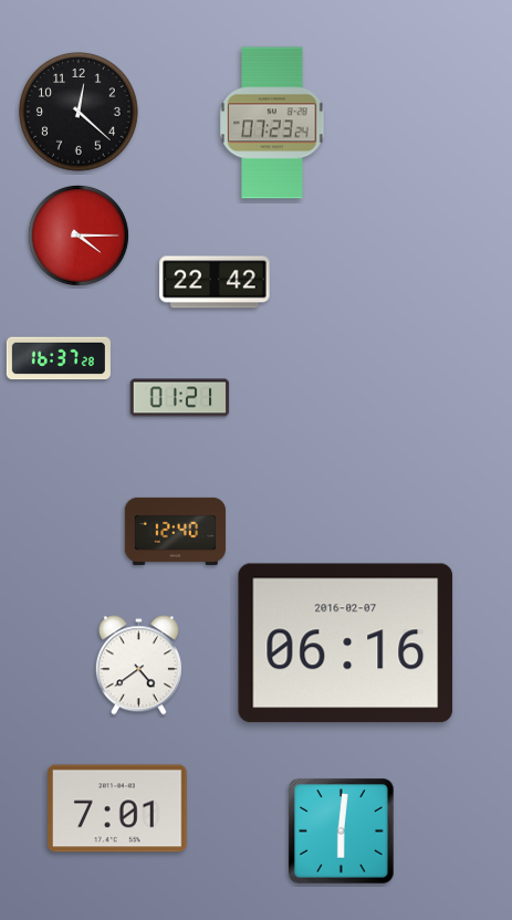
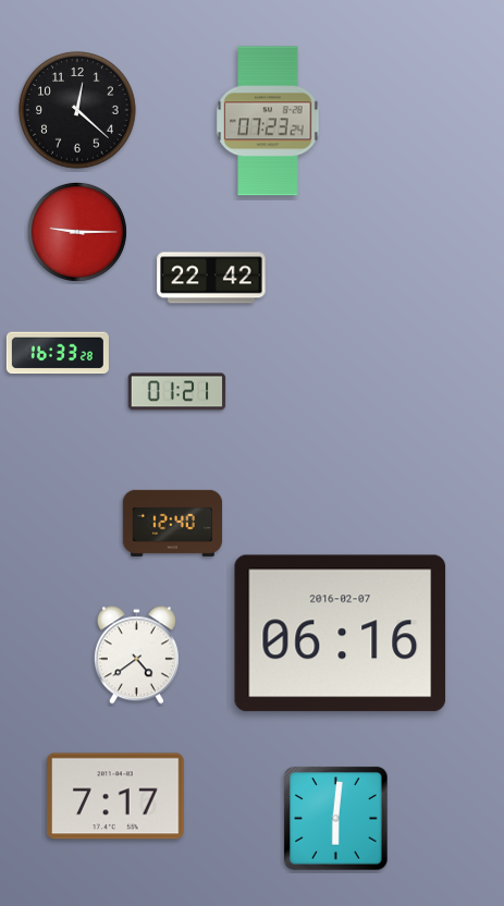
clock at (79, 236): 4:15 -> 9:15
clock at (59, 358): 16:37 -> 16:33
clock at (117, 808): 7:01 -> 7:17
